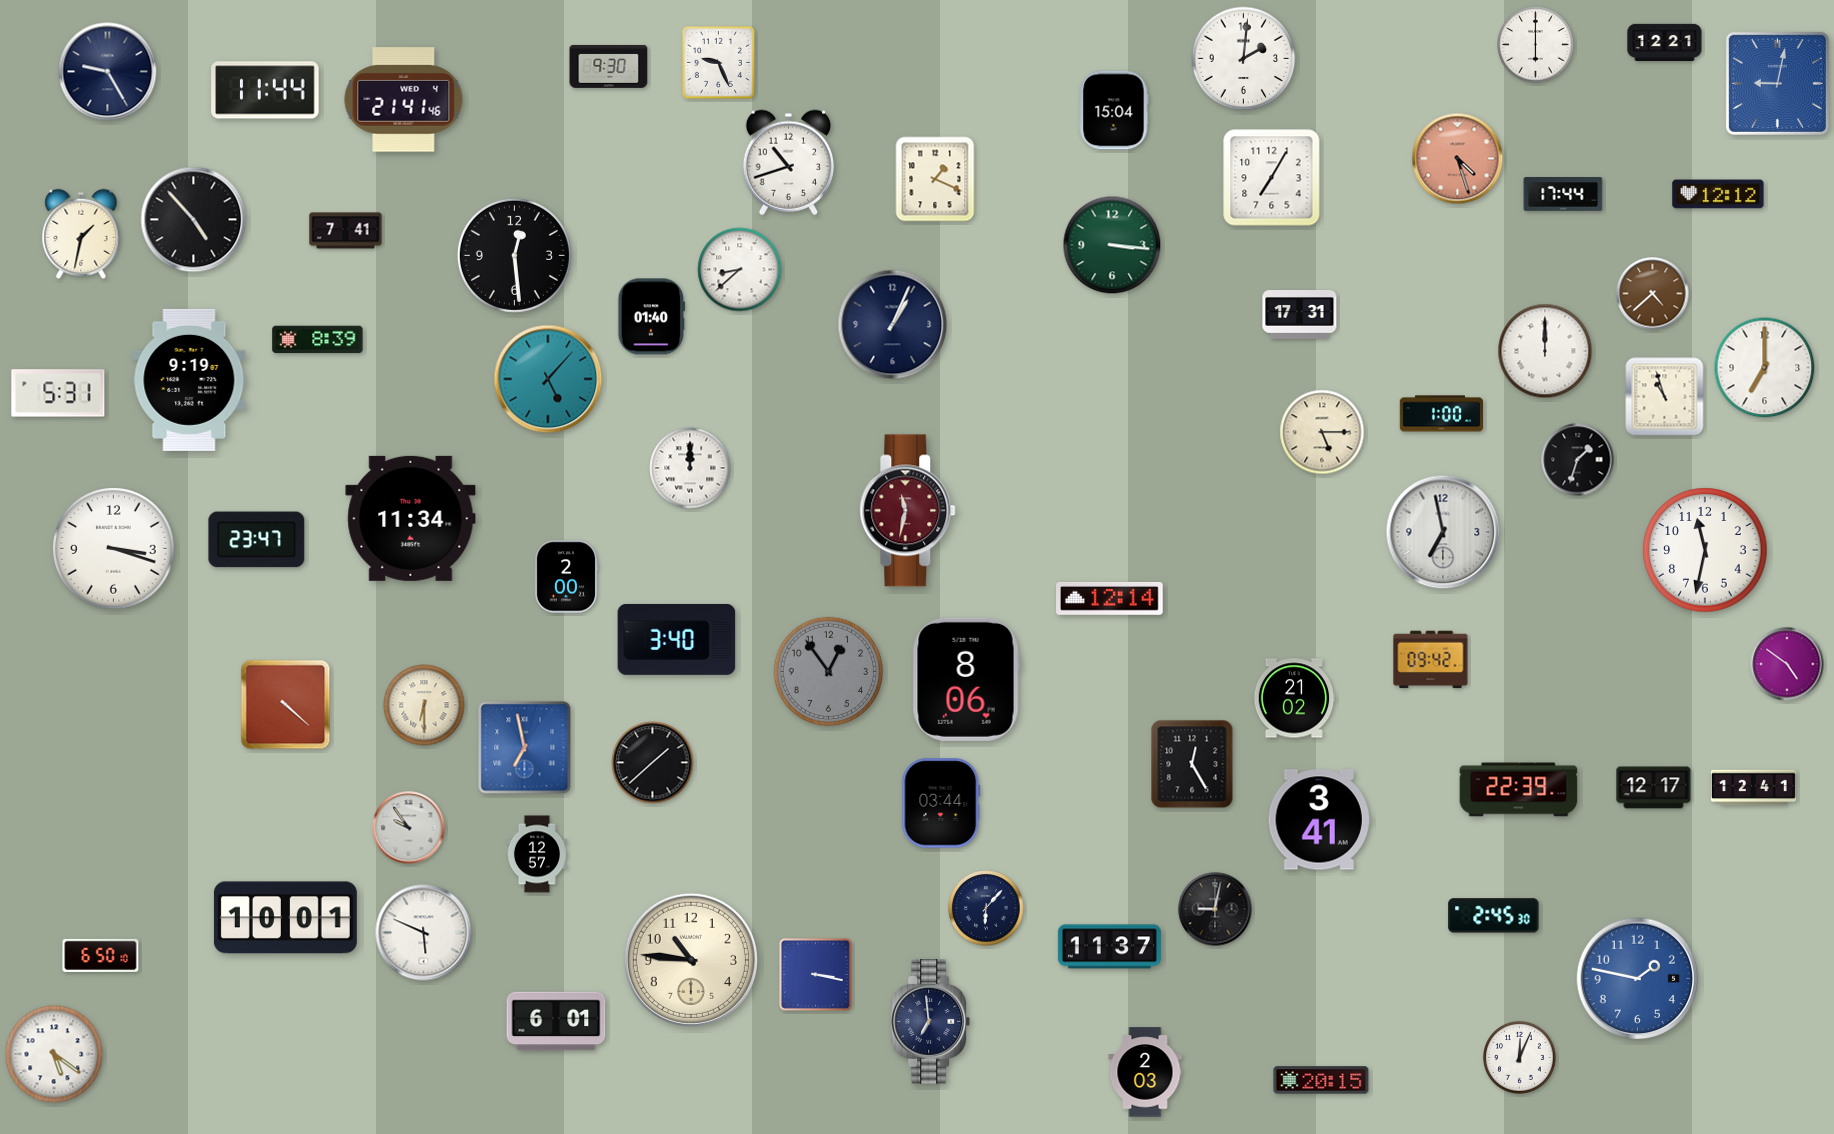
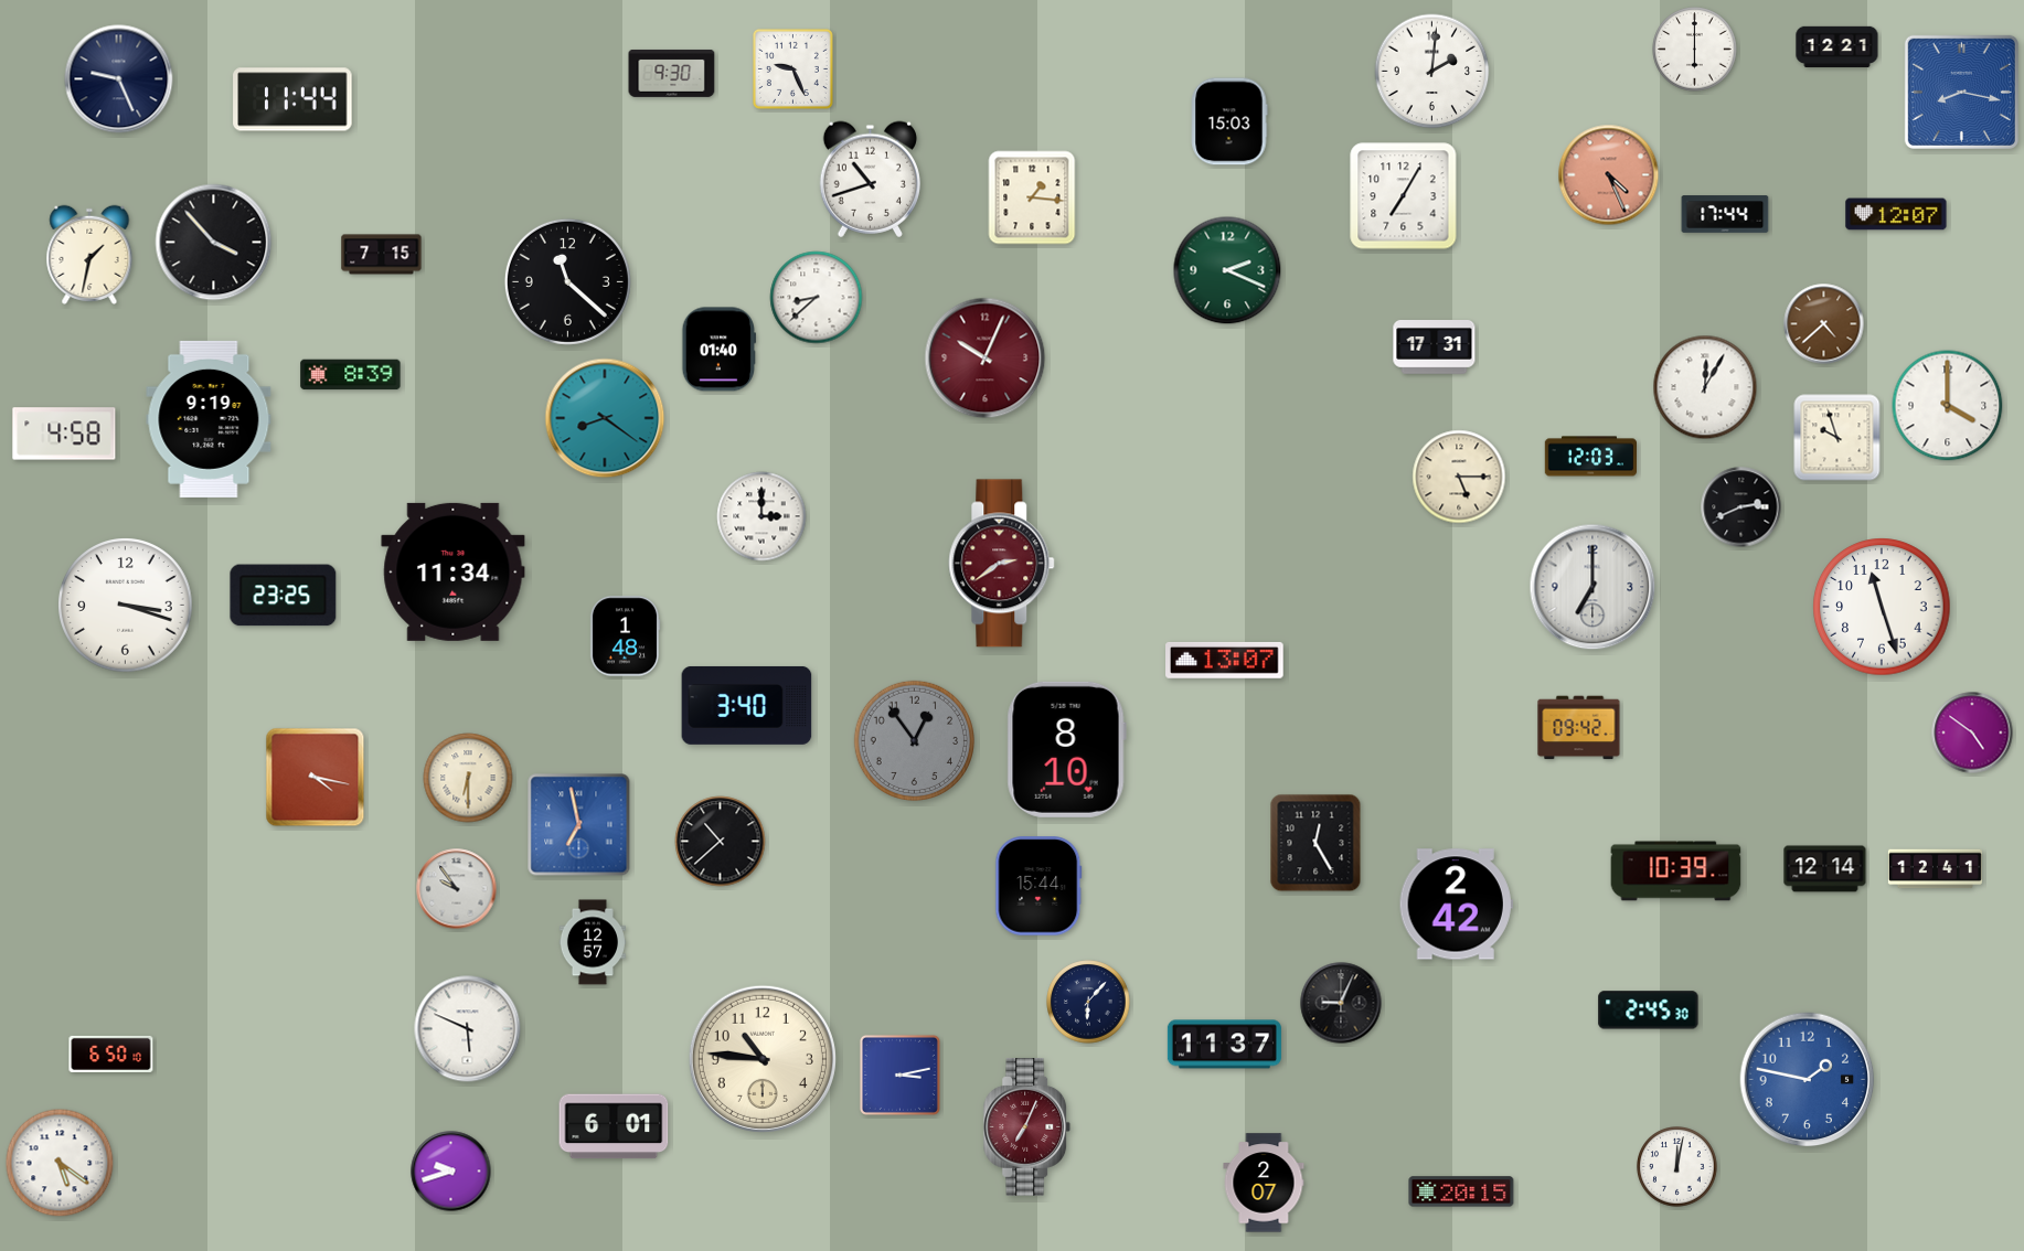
clock at (1244, 59) position: (1244, 59) -> (1432, 72)
clock at (108, 72): 9:25 -> 9:26
clock at (1777, 83): 9:02 -> 8:17
clock at (404, 100): 21:41 -> none
clock at (1114, 110): 15:04 -> 15:03
clock at (1458, 159): 4:27 -> 4:26
clock at (935, 179): 1:19 -> 1:16
clock at (1718, 194): 12:12 -> 12:07
clock at (194, 220): 4:53 -> 3:53
clock at (346, 231): 7:41 -> 7:15
clock at (81, 234) position: (81, 234) -> (89, 255)
clock at (1112, 245): 3:16 -> 2:19
clock at (514, 255): 12:29 -> 11:22
clock at (893, 325): 1:04 -> 10:04
clock at (893, 325) dial: navy -> burgundy
clock at (1545, 351): 12:00 -> 12:05
clock at (1765, 368): 7:00 -> 4:00
clock at (548, 379): 5:07 -> 8:21
clock at (58, 393): 5:31 -> 4:58
clock at (1665, 397): 10:57 -> 9:57
clock at (1441, 414): 1:00 -> 12:03
clock at (1578, 460): 1:33 -> 2:41
clock at (690, 468): 12:00 -> 3:00
clock at (908, 511): 11:32 -> 2:39
clock at (1443, 532): 6:58 -> 7:00
clock at (257, 540): 23:47 -> 23:25
clock at (1705, 550): 11:32 -> 11:27
clock at (566, 577): 2:00 -> 1:48
clock at (1110, 598): 12:14 -> 13:07
clock at (966, 679): 8:06 -> 8:10
clock at (1294, 698): 21:02 -> none
clock at (286, 705): 4:22 -> 4:17
clock at (653, 763): 1:38 -> 10:38
clock at (1654, 788): 12:17 -> 12:14
clock at (1519, 790): 22:39 -> 10:39
clock at (941, 803): 03:44 -> 15:44
clock at (1319, 820): 3:41 -> 2:42
clock at (409, 828) position: (409, 828) -> (457, 889)
clock at (1215, 909): 9:02 -> 9:04
clock at (285, 918): 10:01 -> none
clock at (815, 974): 3:17 -> 3:13
clock at (931, 1022): 6:59 -> 7:04
clock at (931, 1022) dial: navy -> burgundy
clock at (1520, 1058): 12:04 -> 12:02
clock at (451, 1172): none -> 9:42
clock at (1145, 1072): 2:03 -> 2:07
clock at (1321, 1080) position: (1321, 1080) -> (1461, 1191)
